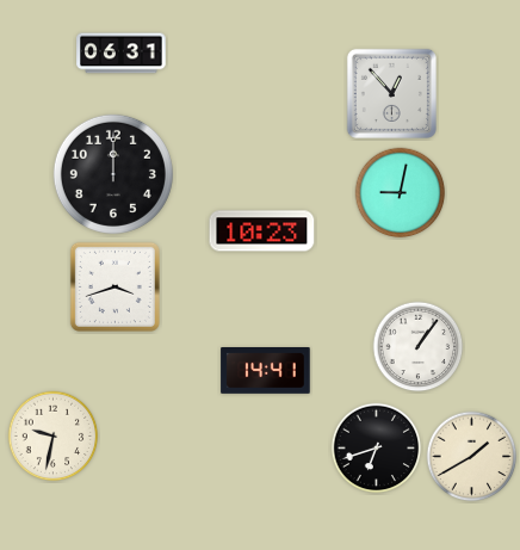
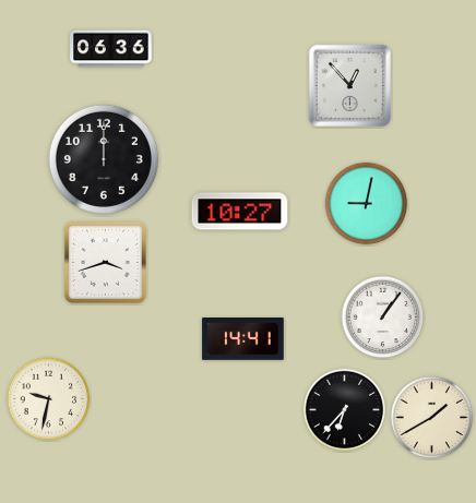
clock at (122, 54): 06:31 -> 06:36
clock at (391, 93) position: (391, 93) -> (349, 85)
clock at (401, 193) position: (401, 193) -> (367, 204)
clock at (262, 231): 10:23 -> 10:27
clock at (377, 449): 6:42 -> 6:37
